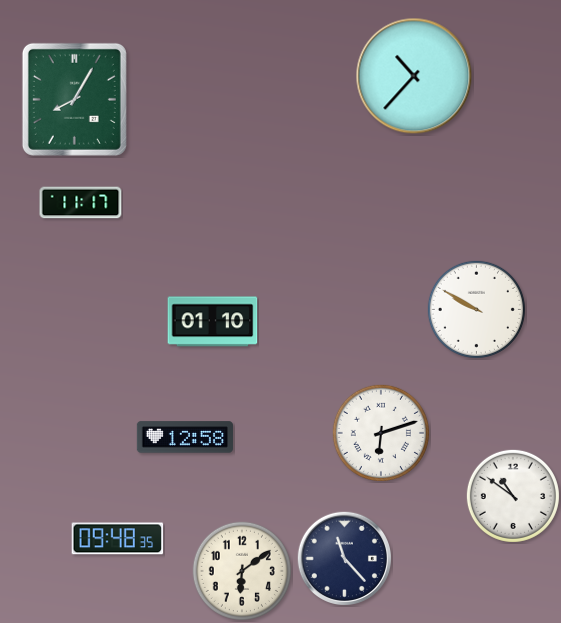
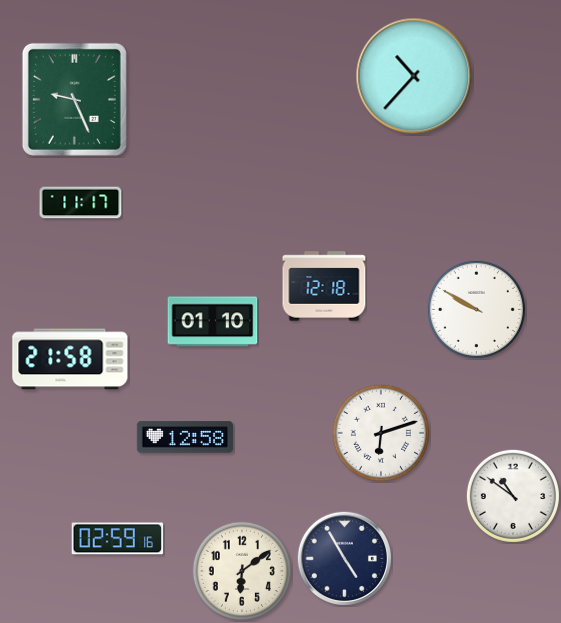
clock at (74, 99): 8:05 -> 9:26
clock at (324, 286): none -> 12:18
clock at (70, 359): none -> 21:58
clock at (118, 539): 09:48 -> 02:59
clock at (344, 558): 11:23 -> 4:55
